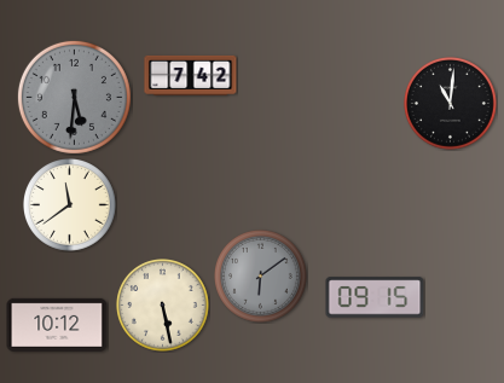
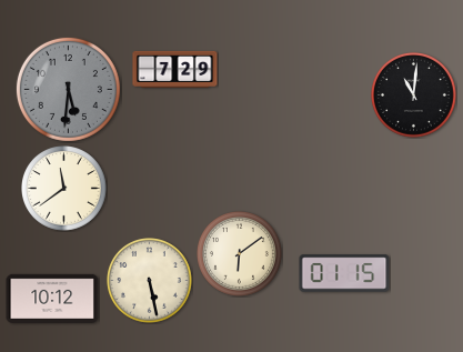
clock at (191, 75): 7:42 -> 7:29
clock at (261, 277) dial: grey -> cream
clock at (375, 297): 09:15 -> 01:15
